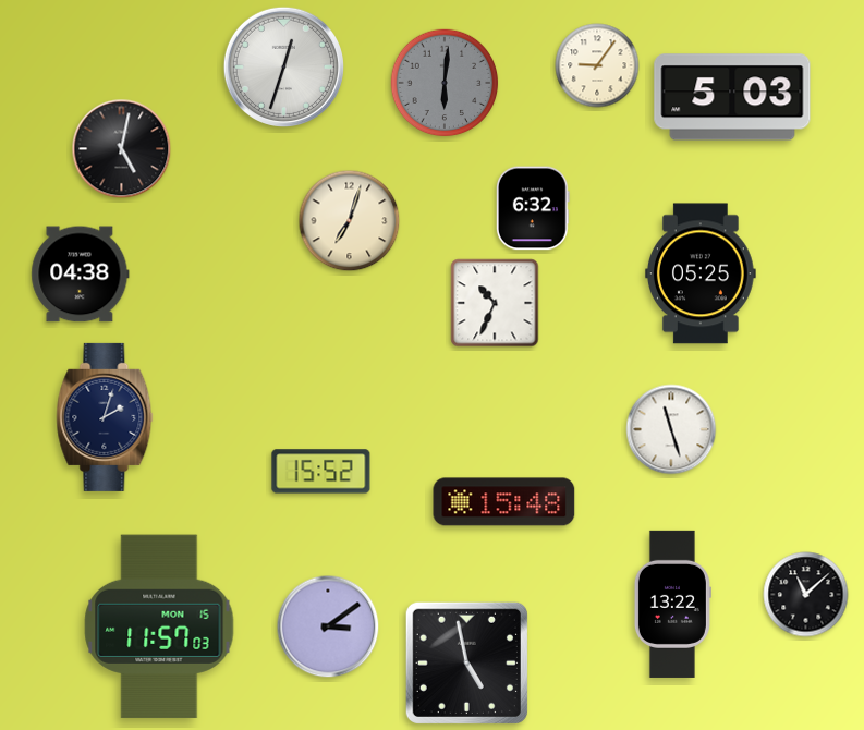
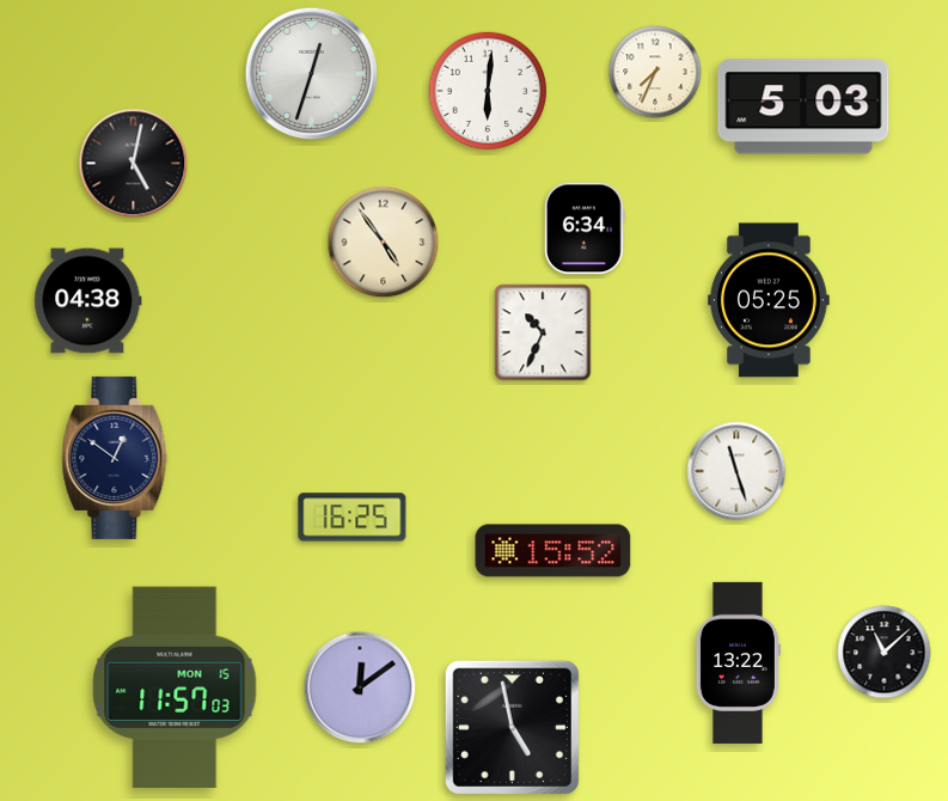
clock at (597, 65): 9:06 -> 7:34
clock at (445, 83) dial: grey -> white
clock at (533, 208): 6:32 -> 6:34
clock at (350, 221): 7:03 -> 4:54
clock at (105, 417): 2:03 -> 12:51
clock at (321, 472): 15:52 -> 16:25
clock at (504, 502): 15:48 -> 15:52
clock at (328, 626): 3:09 -> 12:09
